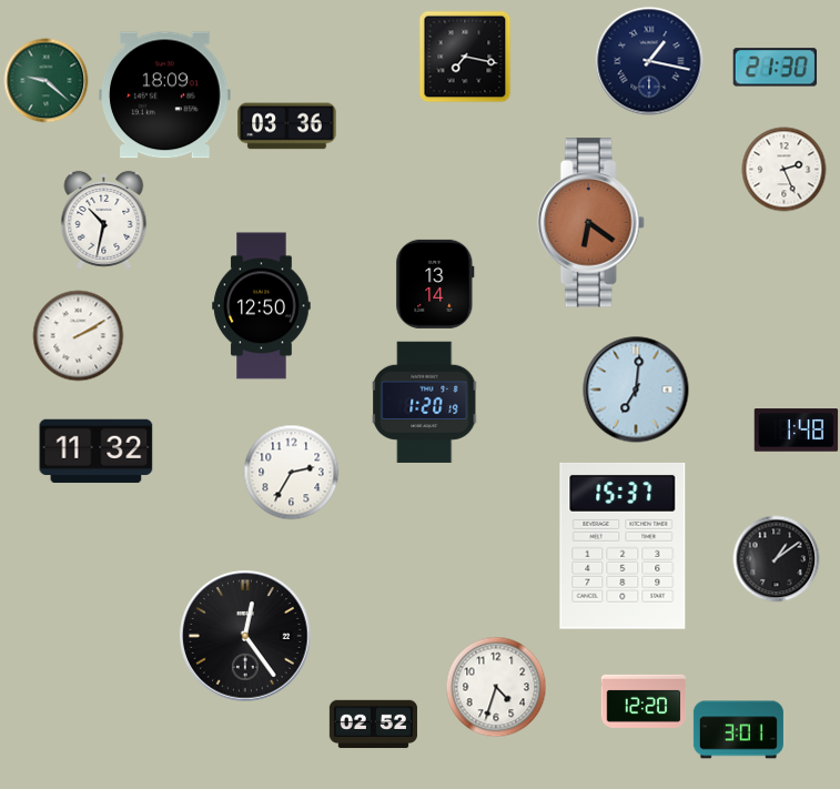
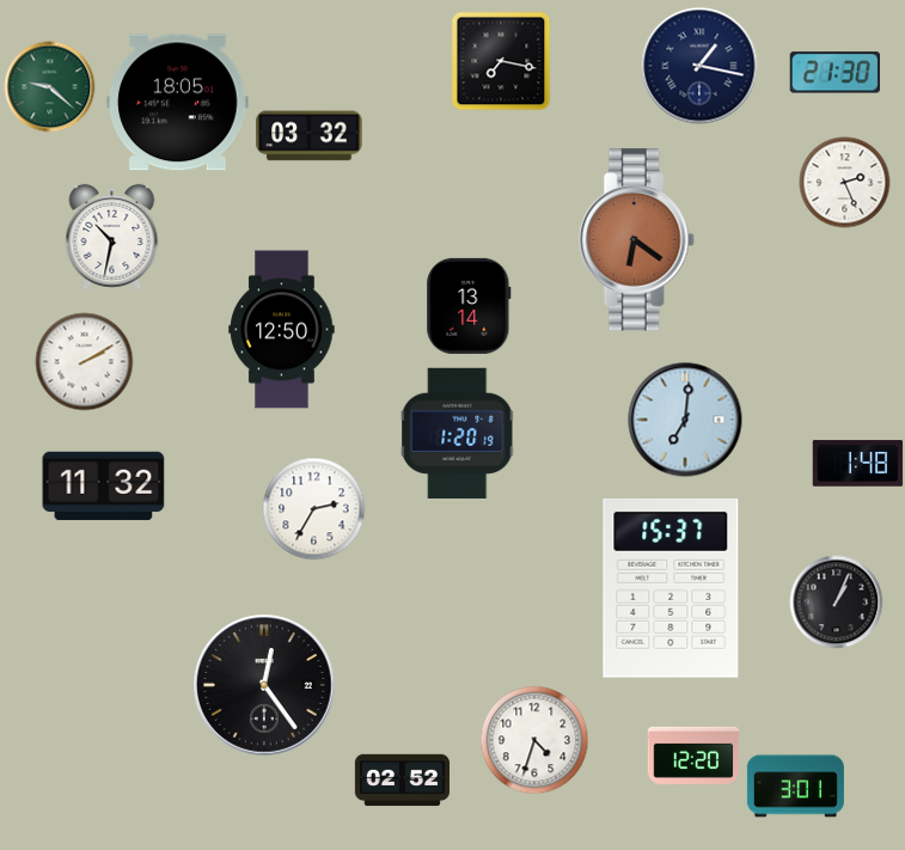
clock at (165, 95): 18:09 -> 18:05
clock at (287, 127): 03:36 -> 03:32
clock at (777, 559): 1:09 -> 1:04
